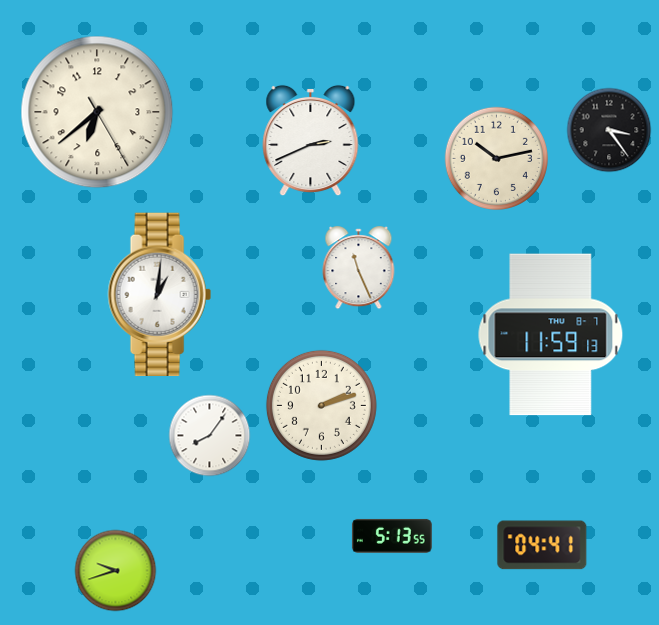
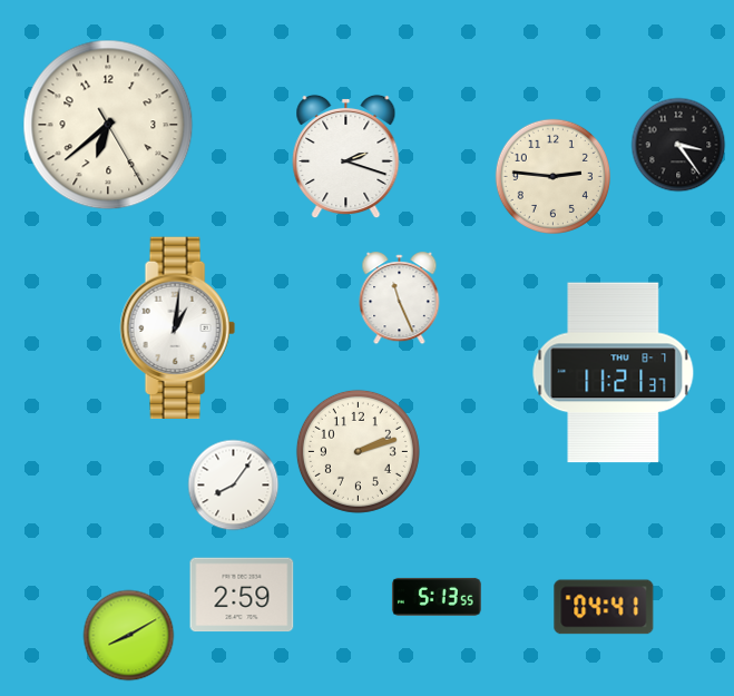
clock at (311, 141): 2:41 -> 2:18
clock at (496, 158): 10:13 -> 2:46
clock at (551, 335): 11:59 -> 11:21
clock at (242, 595): none -> 2:59
clock at (116, 571): 9:42 -> 8:10
